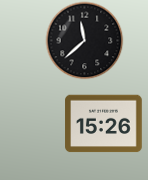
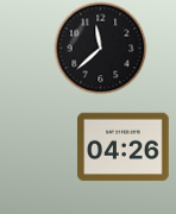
clock at (104, 124): 15:26 -> 04:26
